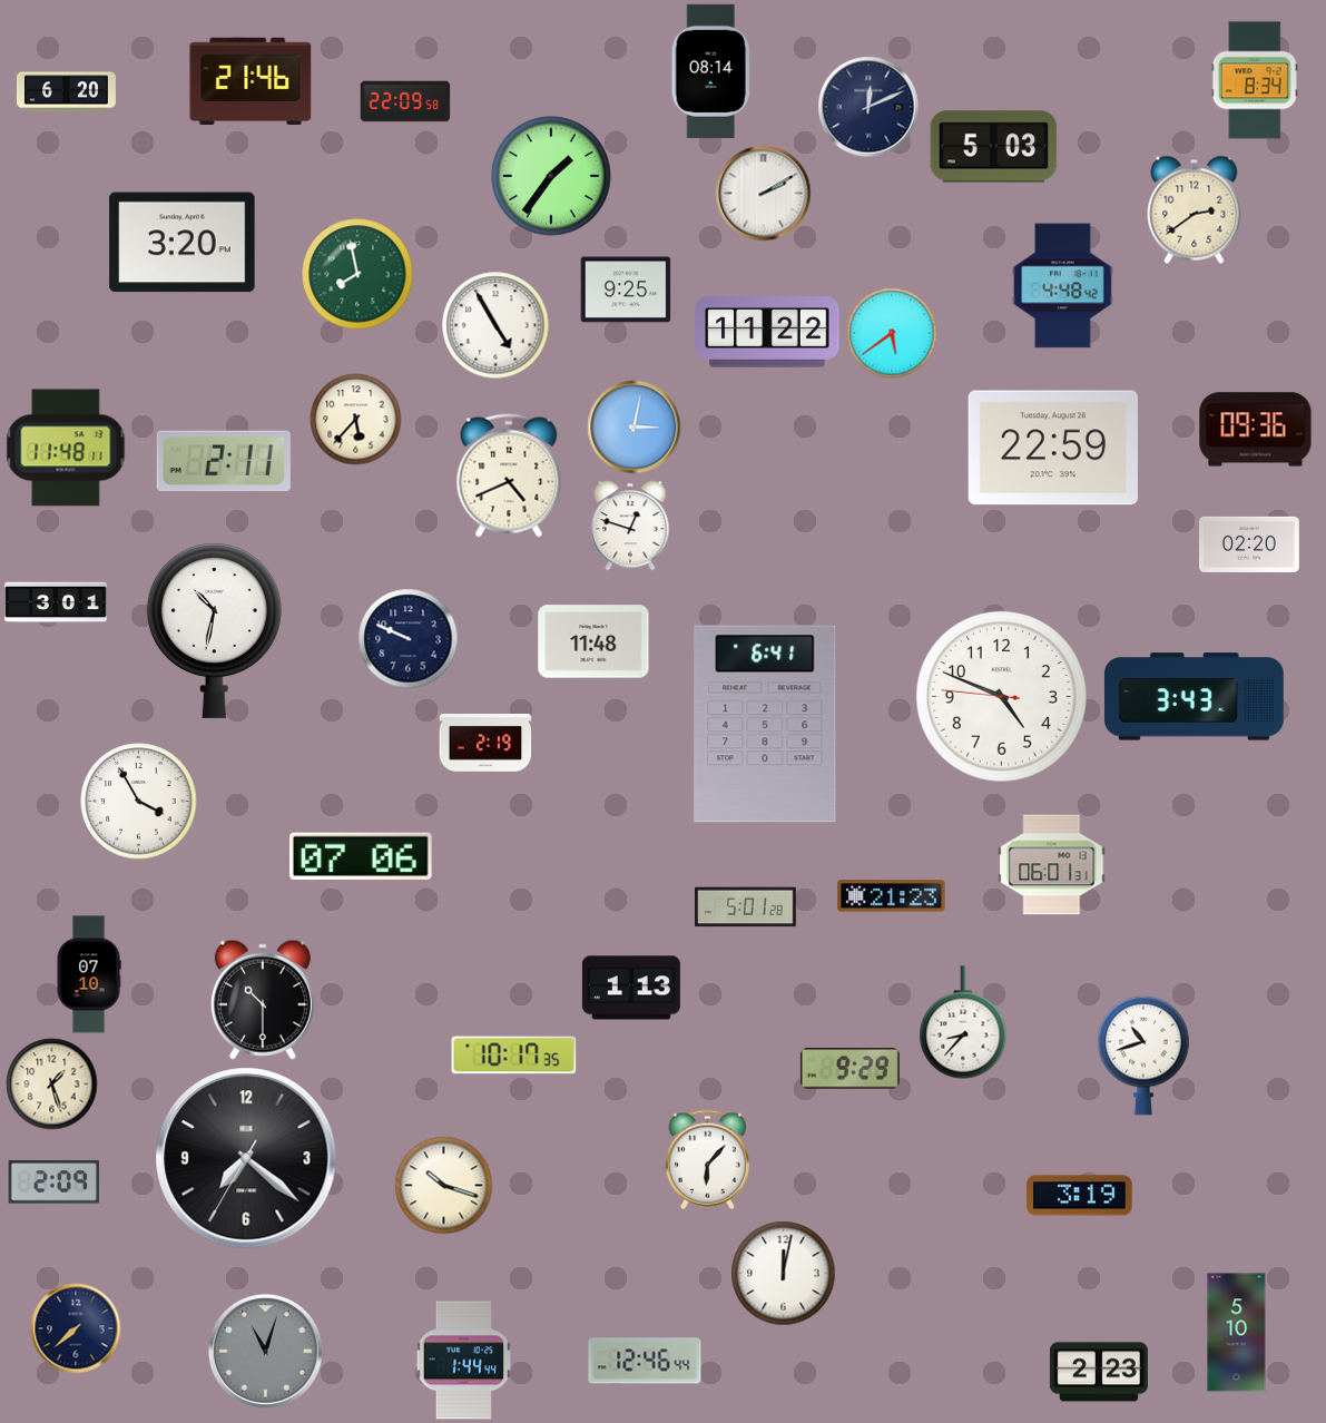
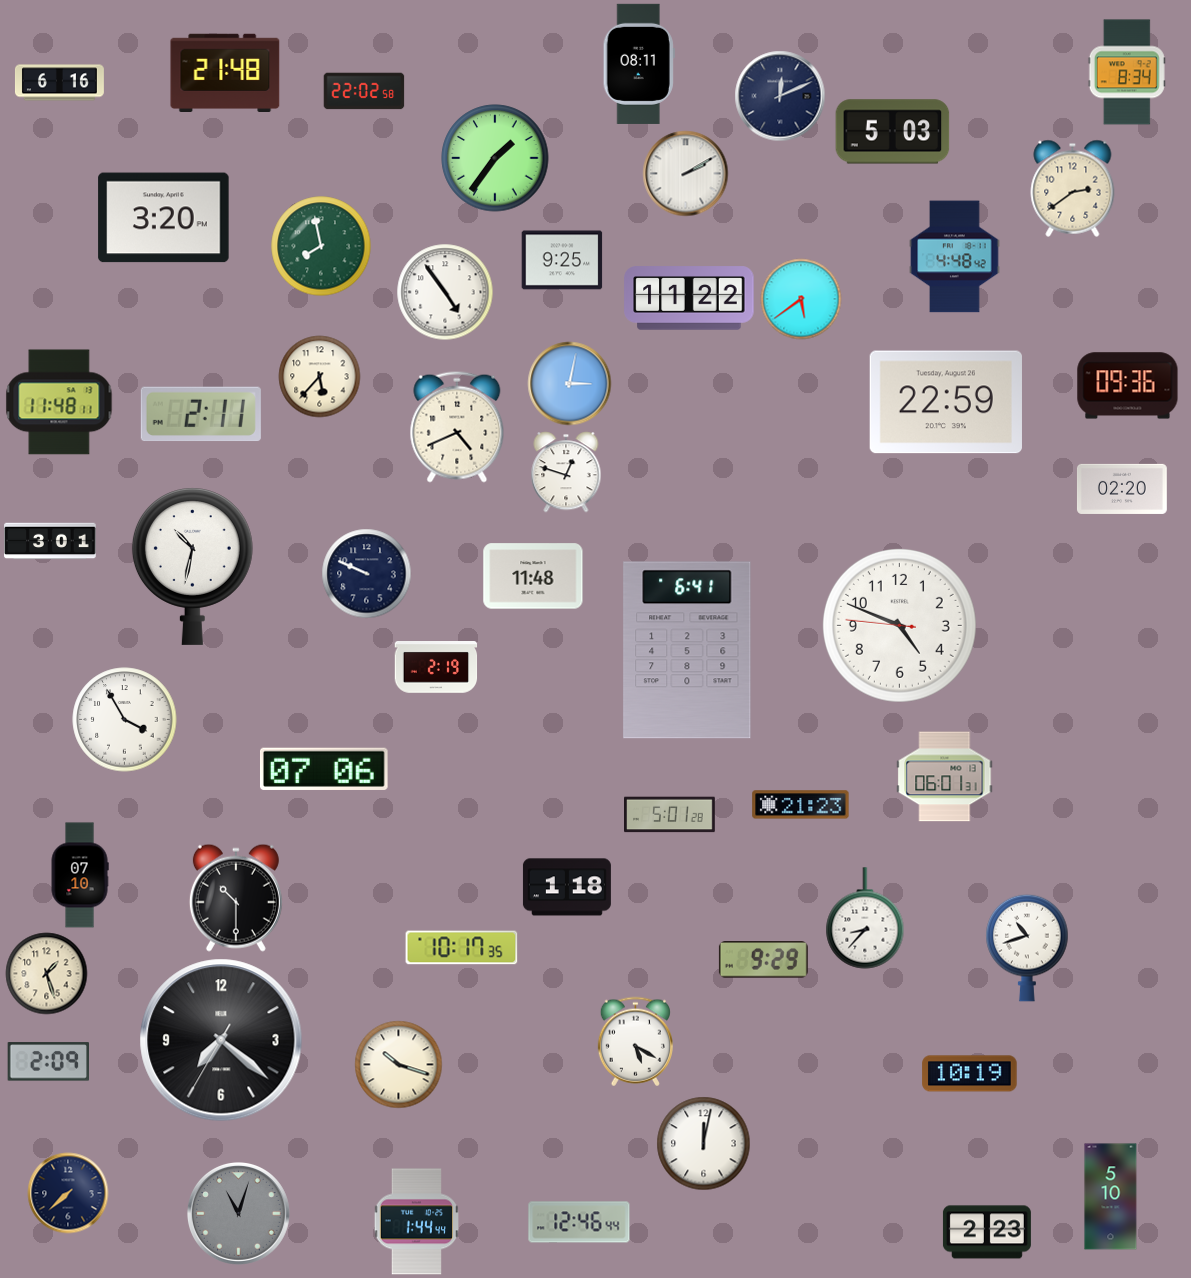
clock at (711, 71): 08:14 -> 08:11
clock at (251, 80): 21:46 -> 21:48
clock at (66, 92): 6:20 -> 6:16
clock at (405, 101): 22:09 -> 22:02
clock at (495, 325): 4:55 -> 4:54
clock at (1194, 697): 3:43 -> none
clock at (631, 988): 1:13 -> 1:18
clock at (707, 1160): 6:07 -> 5:20
clock at (1080, 1196): 3:19 -> 10:19
